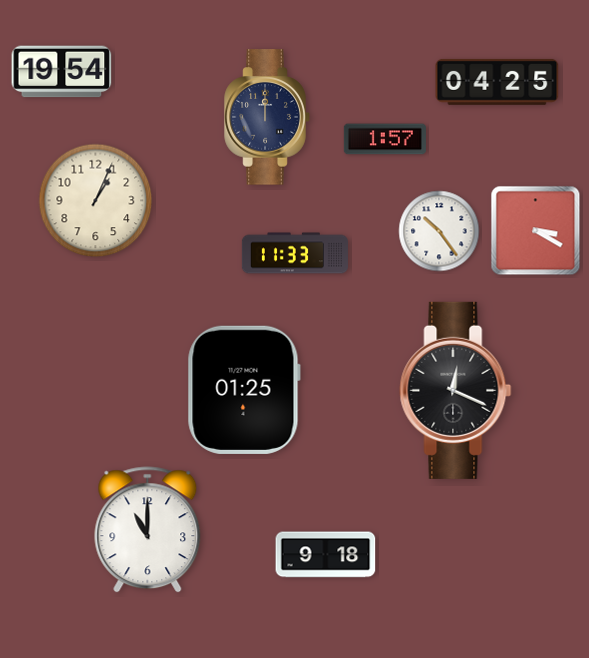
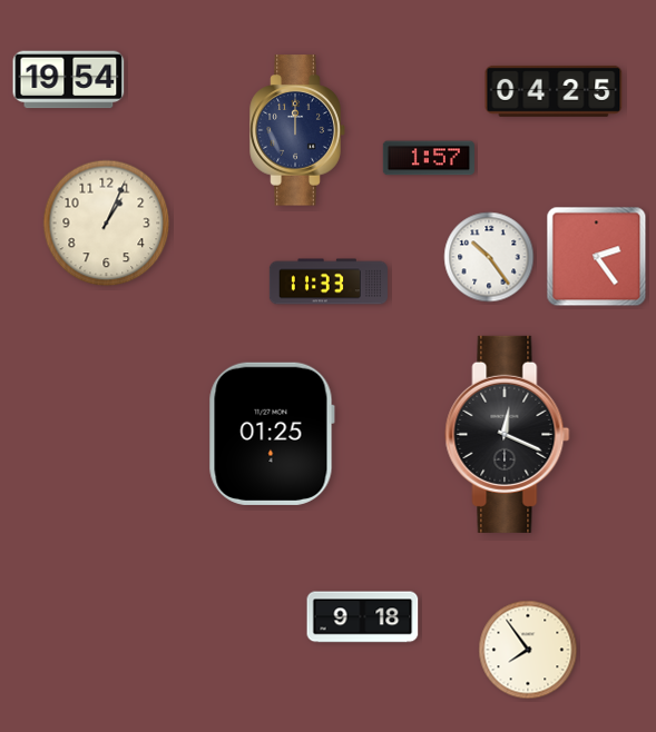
clock at (385, 139) position: (385, 139) -> (429, 158)
clock at (536, 231): 3:20 -> 2:24
clock at (148, 530): 11:00 -> none
clock at (528, 650): none -> 7:54
